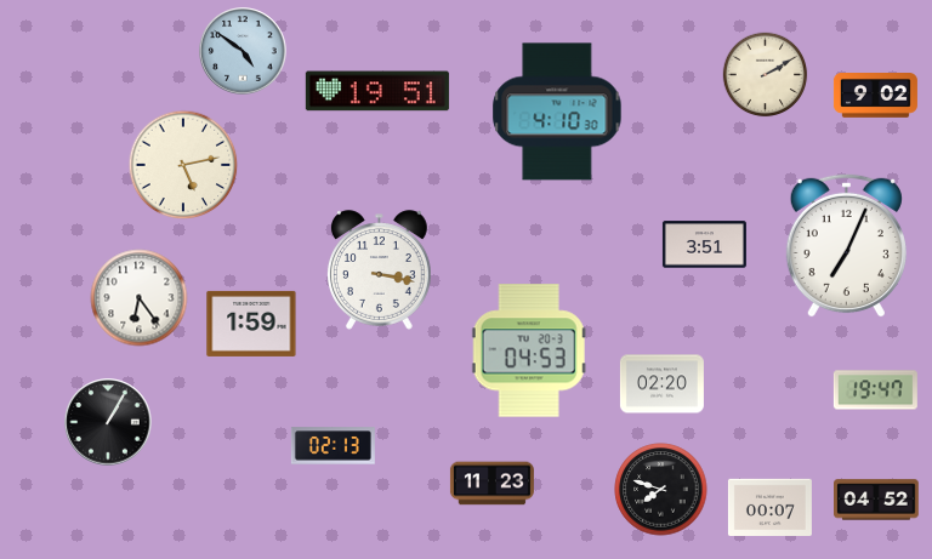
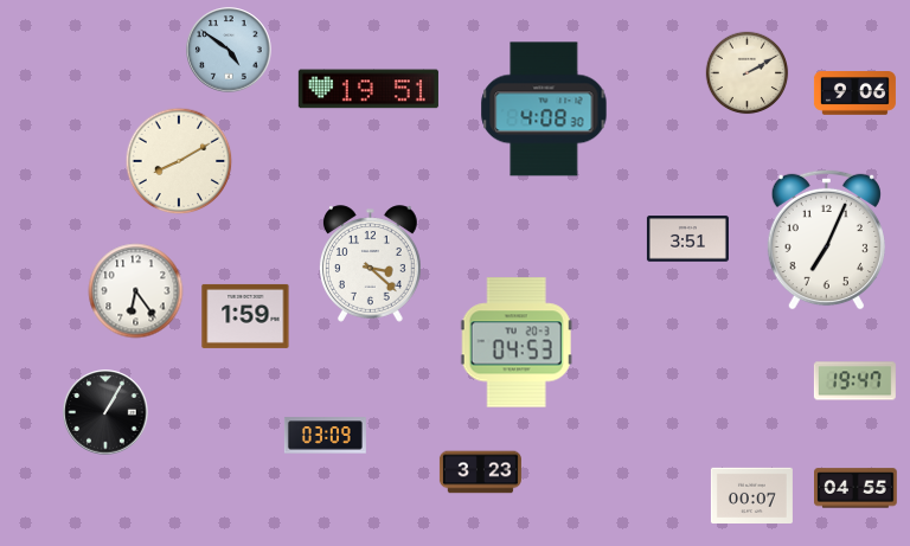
clock at (243, 51) position: (243, 51) -> (229, 50)
clock at (875, 96): 9:02 -> 9:06
clock at (557, 112): 4:10 -> 4:08
clock at (183, 165): 5:13 -> 8:10
clock at (379, 270): 3:17 -> 3:22
clock at (661, 384): 02:20 -> none
clock at (333, 446): 02:13 -> 03:09
clock at (491, 484): 11:23 -> 3:23
clock at (661, 490): 7:48 -> none
clock at (877, 500): 04:52 -> 04:55
